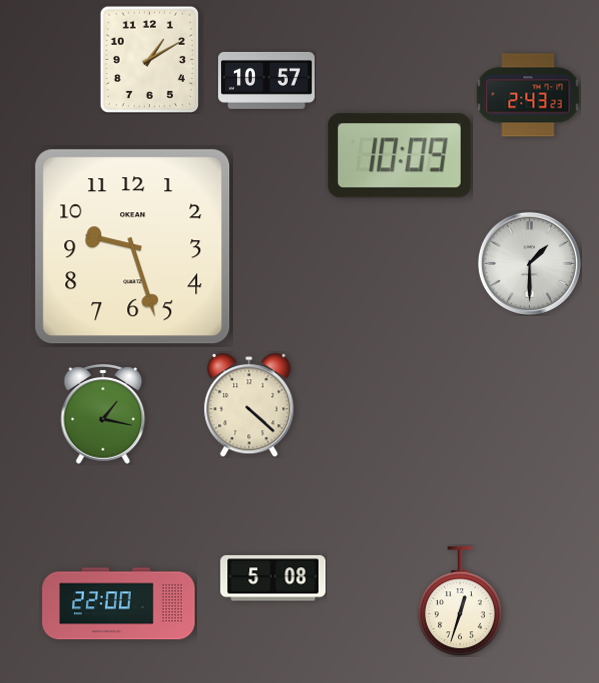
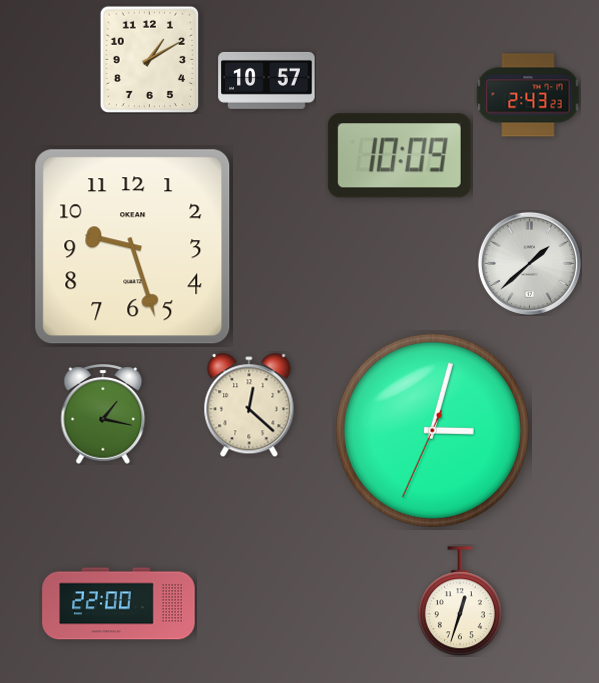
clock at (529, 263): 1:30 -> 1:38
clock at (249, 405): 4:22 -> 12:22
clock at (432, 430): none -> 3:02
clock at (273, 578): 5:08 -> none
